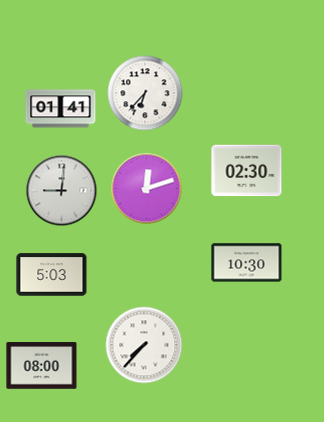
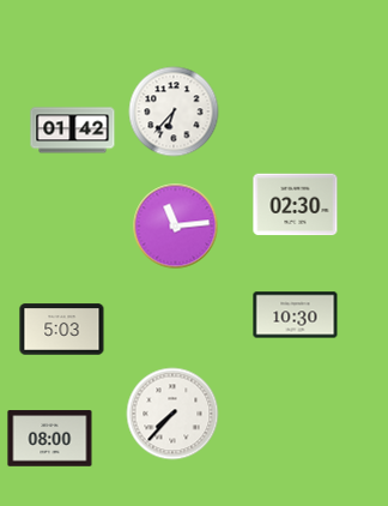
clock at (61, 109): 01:41 -> 01:42
clock at (147, 189): 12:12 -> 11:14
clock at (62, 191): 9:01 -> none
